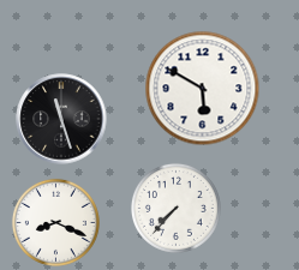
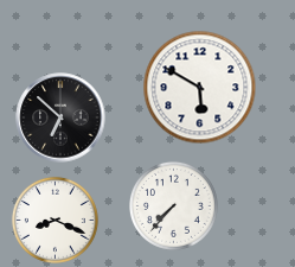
clock at (61, 119): 11:27 -> 6:52
